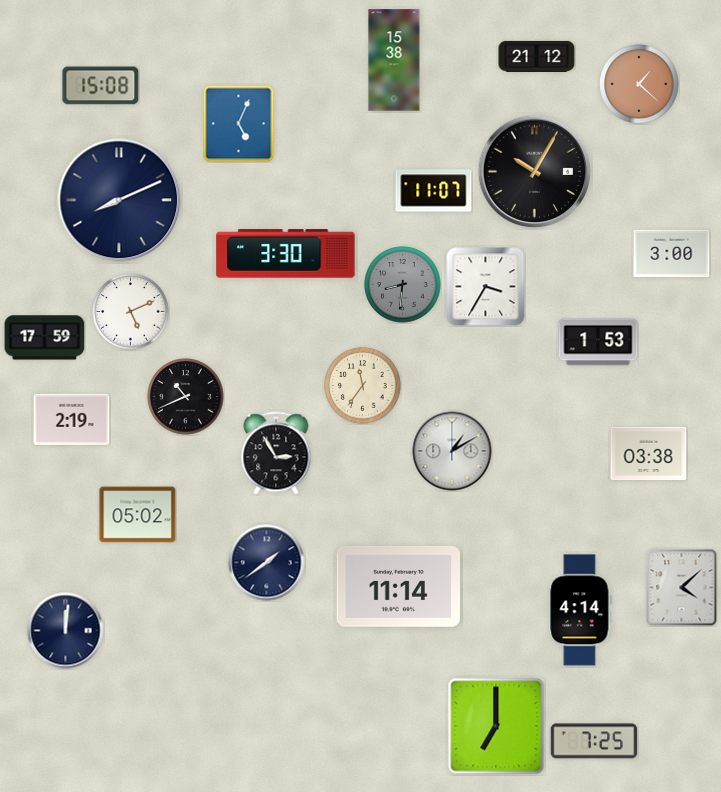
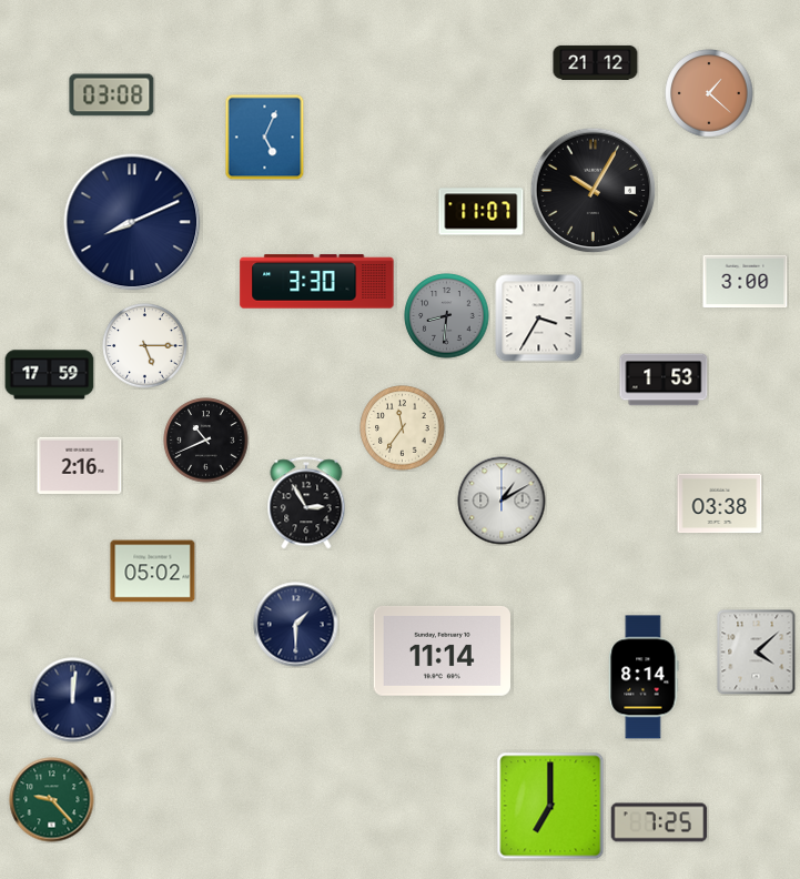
clock at (394, 60): 15:38 -> none
clock at (101, 86): 15:08 -> 03:08
clock at (131, 312): 5:11 -> 5:15
clock at (72, 419): 2:19 -> 2:16
clock at (267, 563): 1:39 -> 1:30
clock at (580, 610): 4:14 -> 8:14
clock at (52, 800): none -> 9:23
